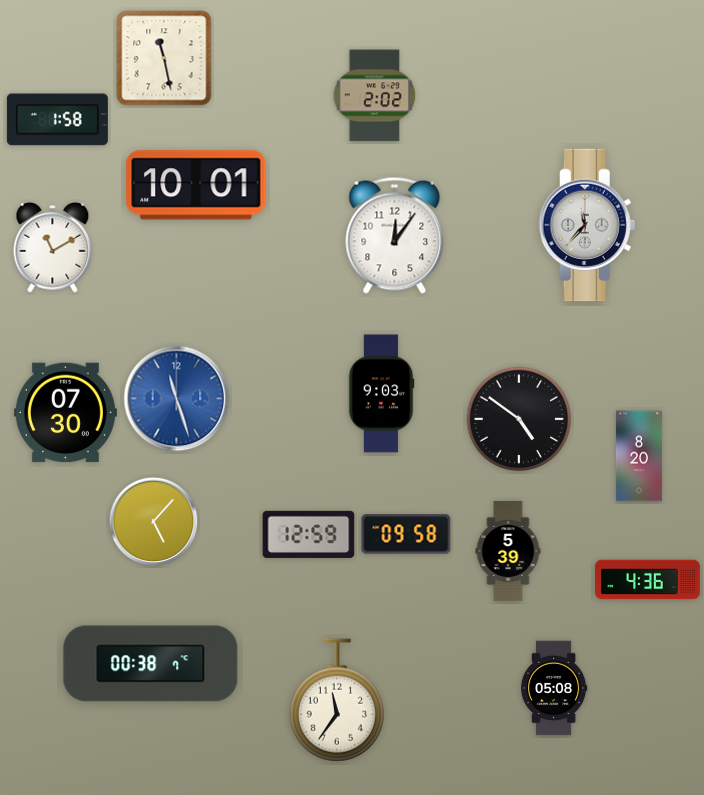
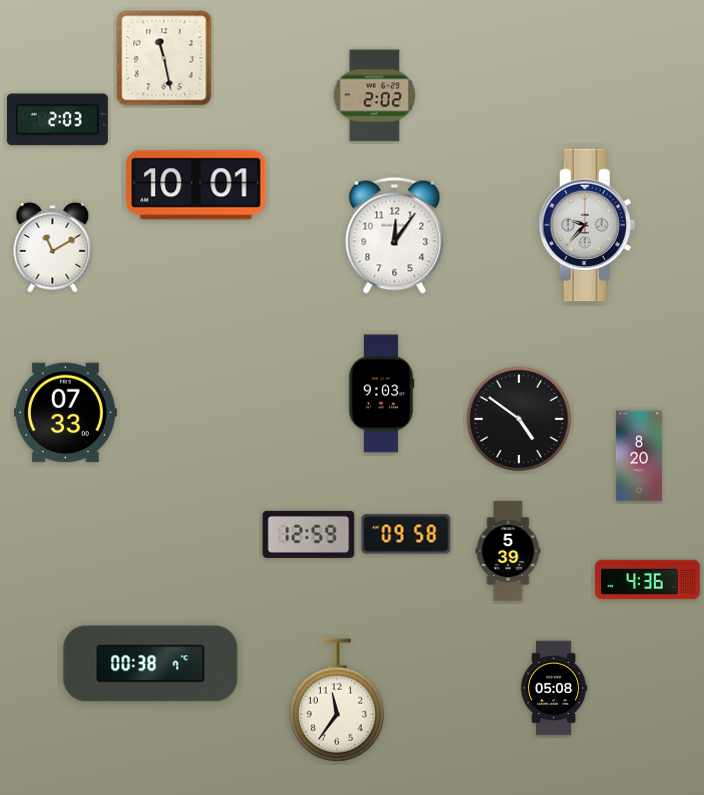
clock at (57, 120): 1:58 -> 2:03
clock at (587, 225): 11:37 -> 9:37
clock at (177, 399): 11:27 -> none
clock at (65, 413): 07:30 -> 07:33
clock at (154, 522): 5:07 -> none
